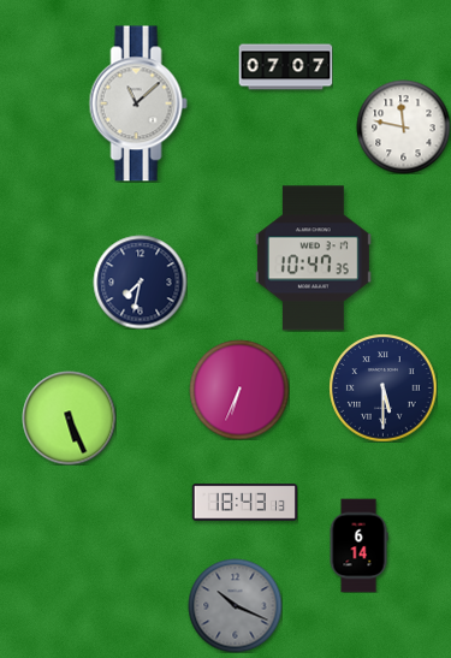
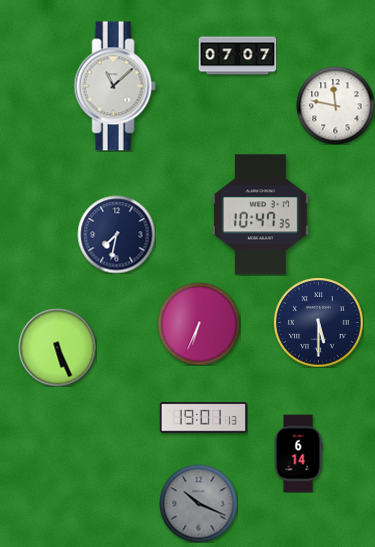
clock at (244, 503): 18:43 -> 19:01
clock at (235, 605) position: (235, 605) -> (198, 503)
